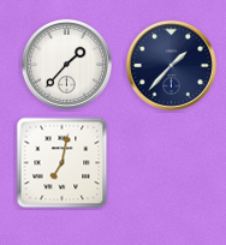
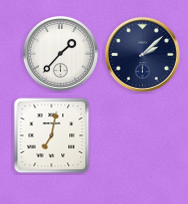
clock at (66, 64) position: (66, 64) -> (60, 53)
clock at (171, 65): 1:37 -> 2:08
